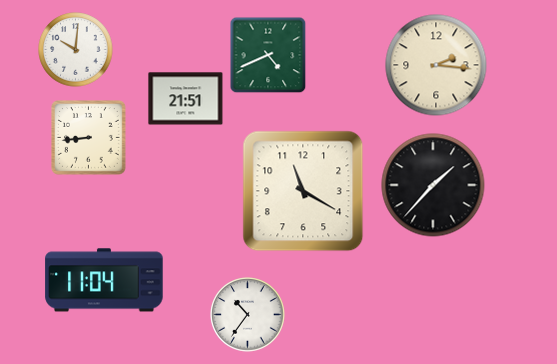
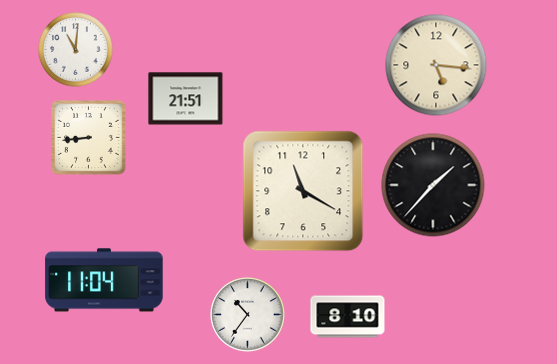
clock at (76, 50): 10:01 -> 11:01
clock at (268, 55): 4:41 -> none
clock at (436, 65): 2:16 -> 5:16
clock at (348, 317): none -> 8:10
